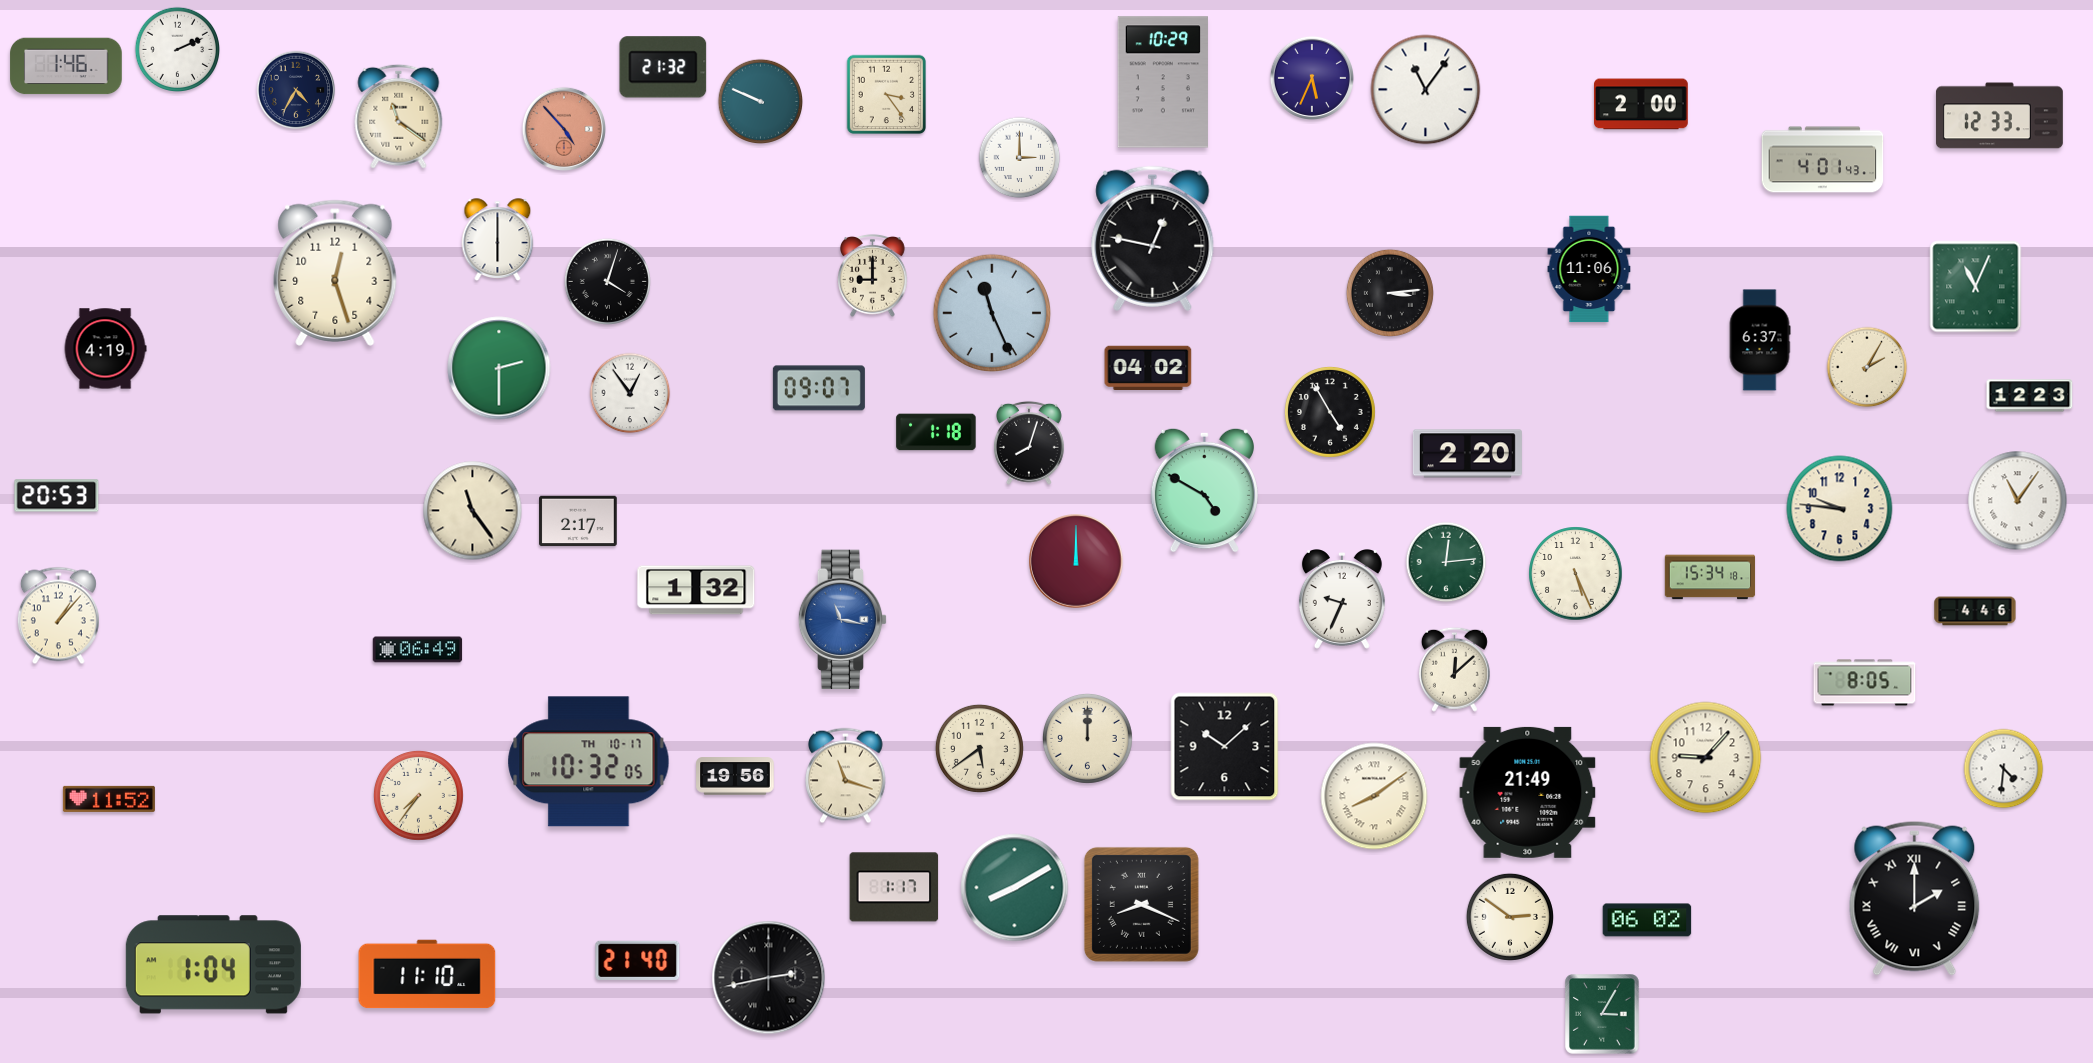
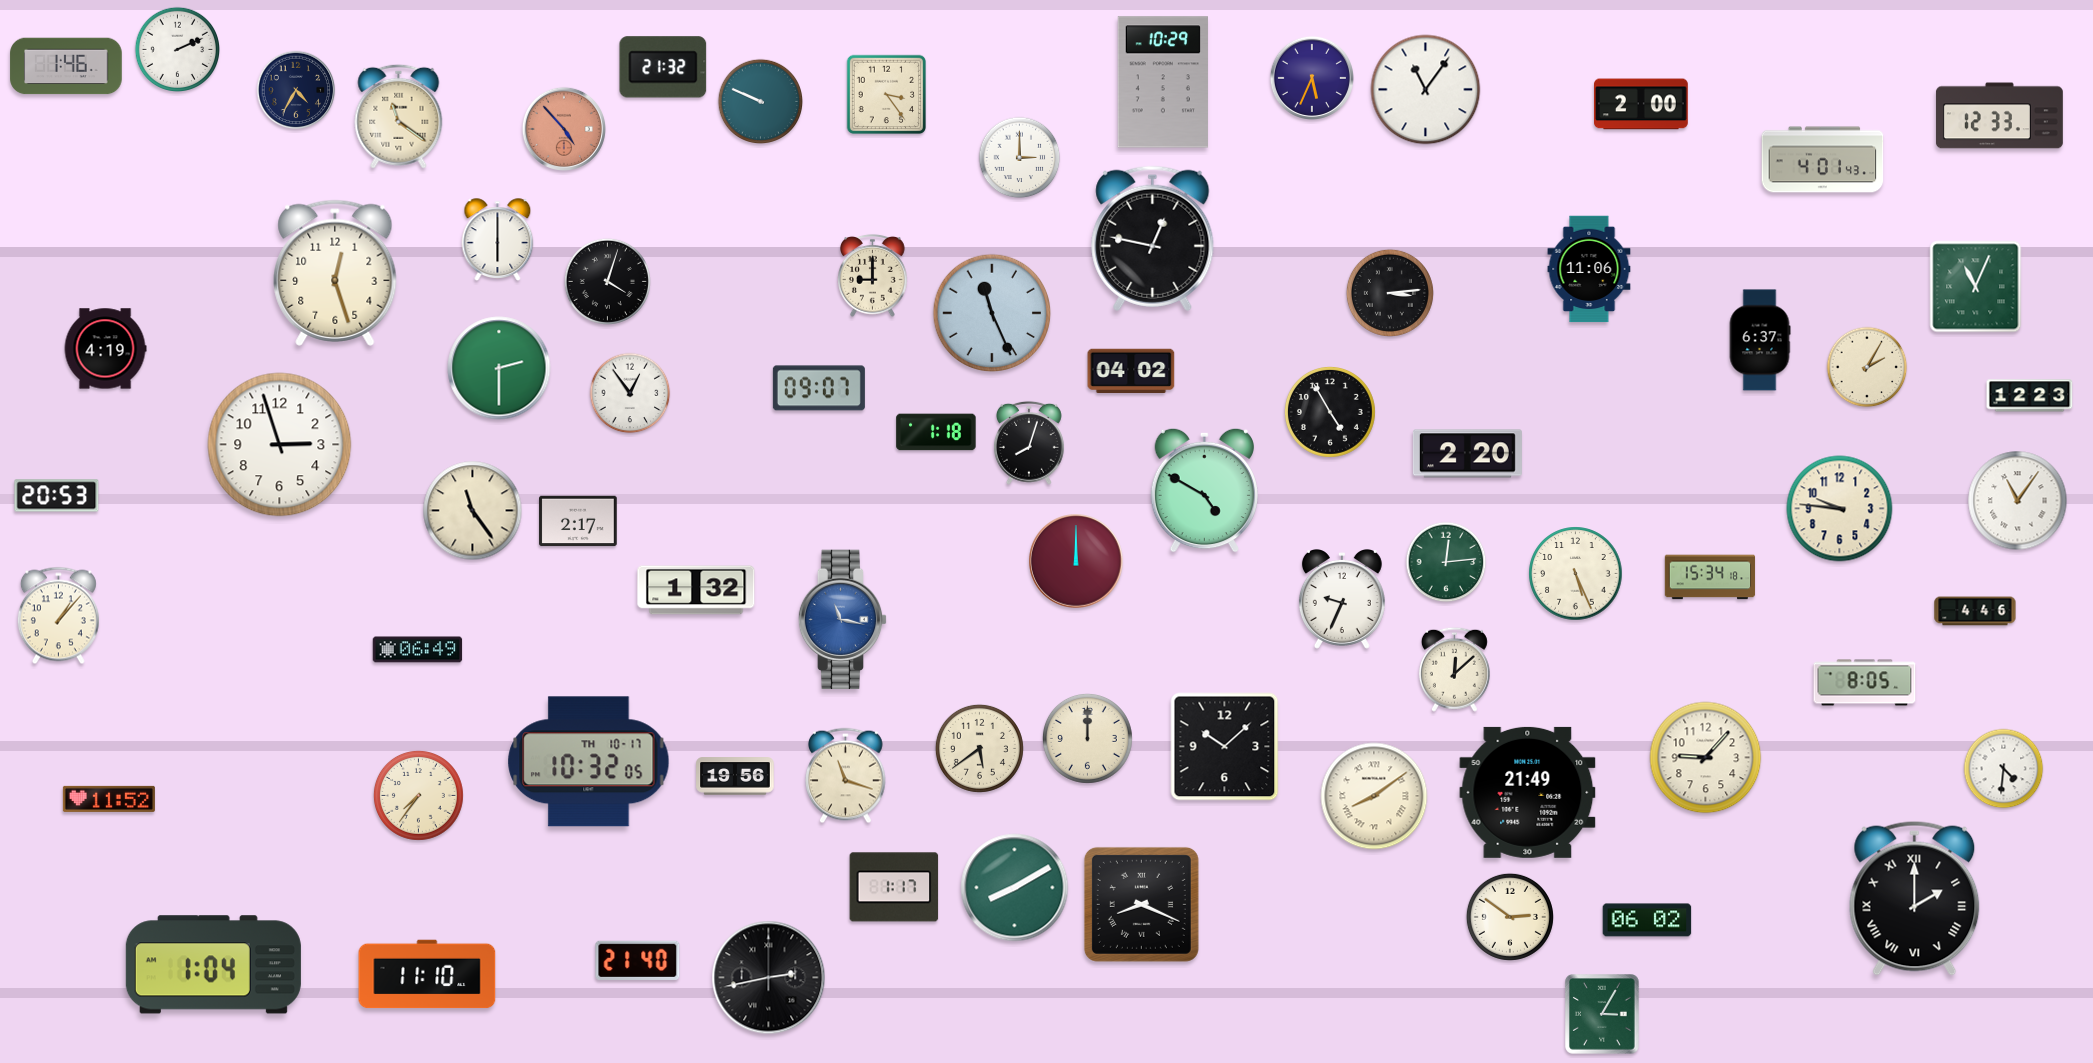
clock at (1148, 368) position: (1148, 368) -> (1131, 371)
clock at (280, 445): none -> 2:57
